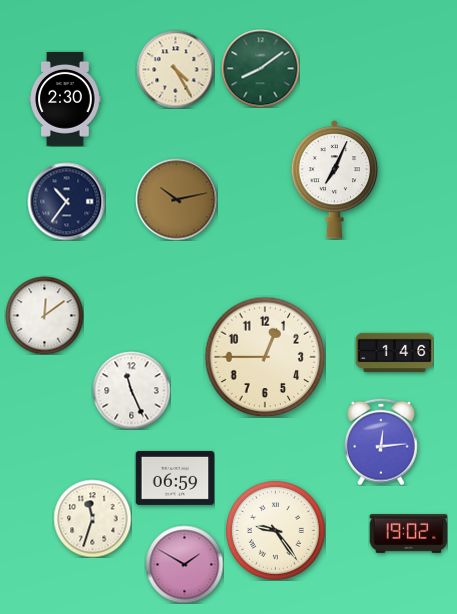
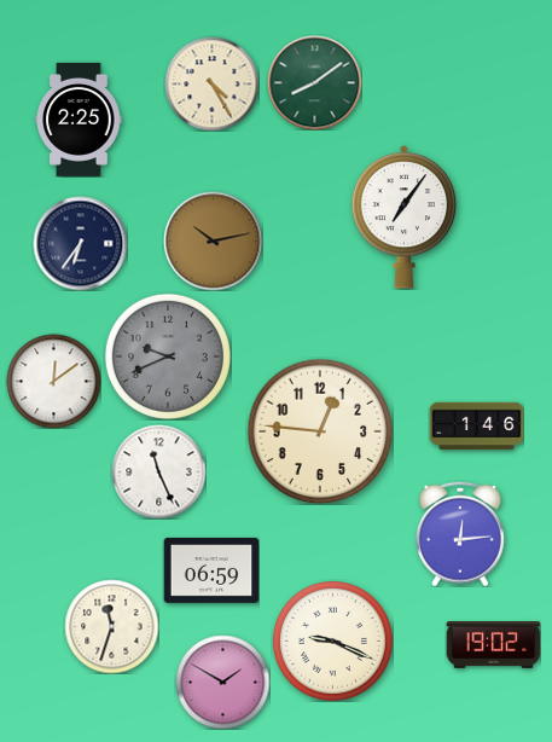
clock at (65, 99): 2:30 -> 2:25
clock at (335, 179): 7:04 -> 7:06
clock at (66, 201): 10:36 -> 6:36
clock at (168, 356): none -> 9:41
clock at (265, 357): 12:45 -> 12:46
clock at (175, 478) position: (175, 478) -> (211, 570)
clock at (275, 530): 9:24 -> 9:19
